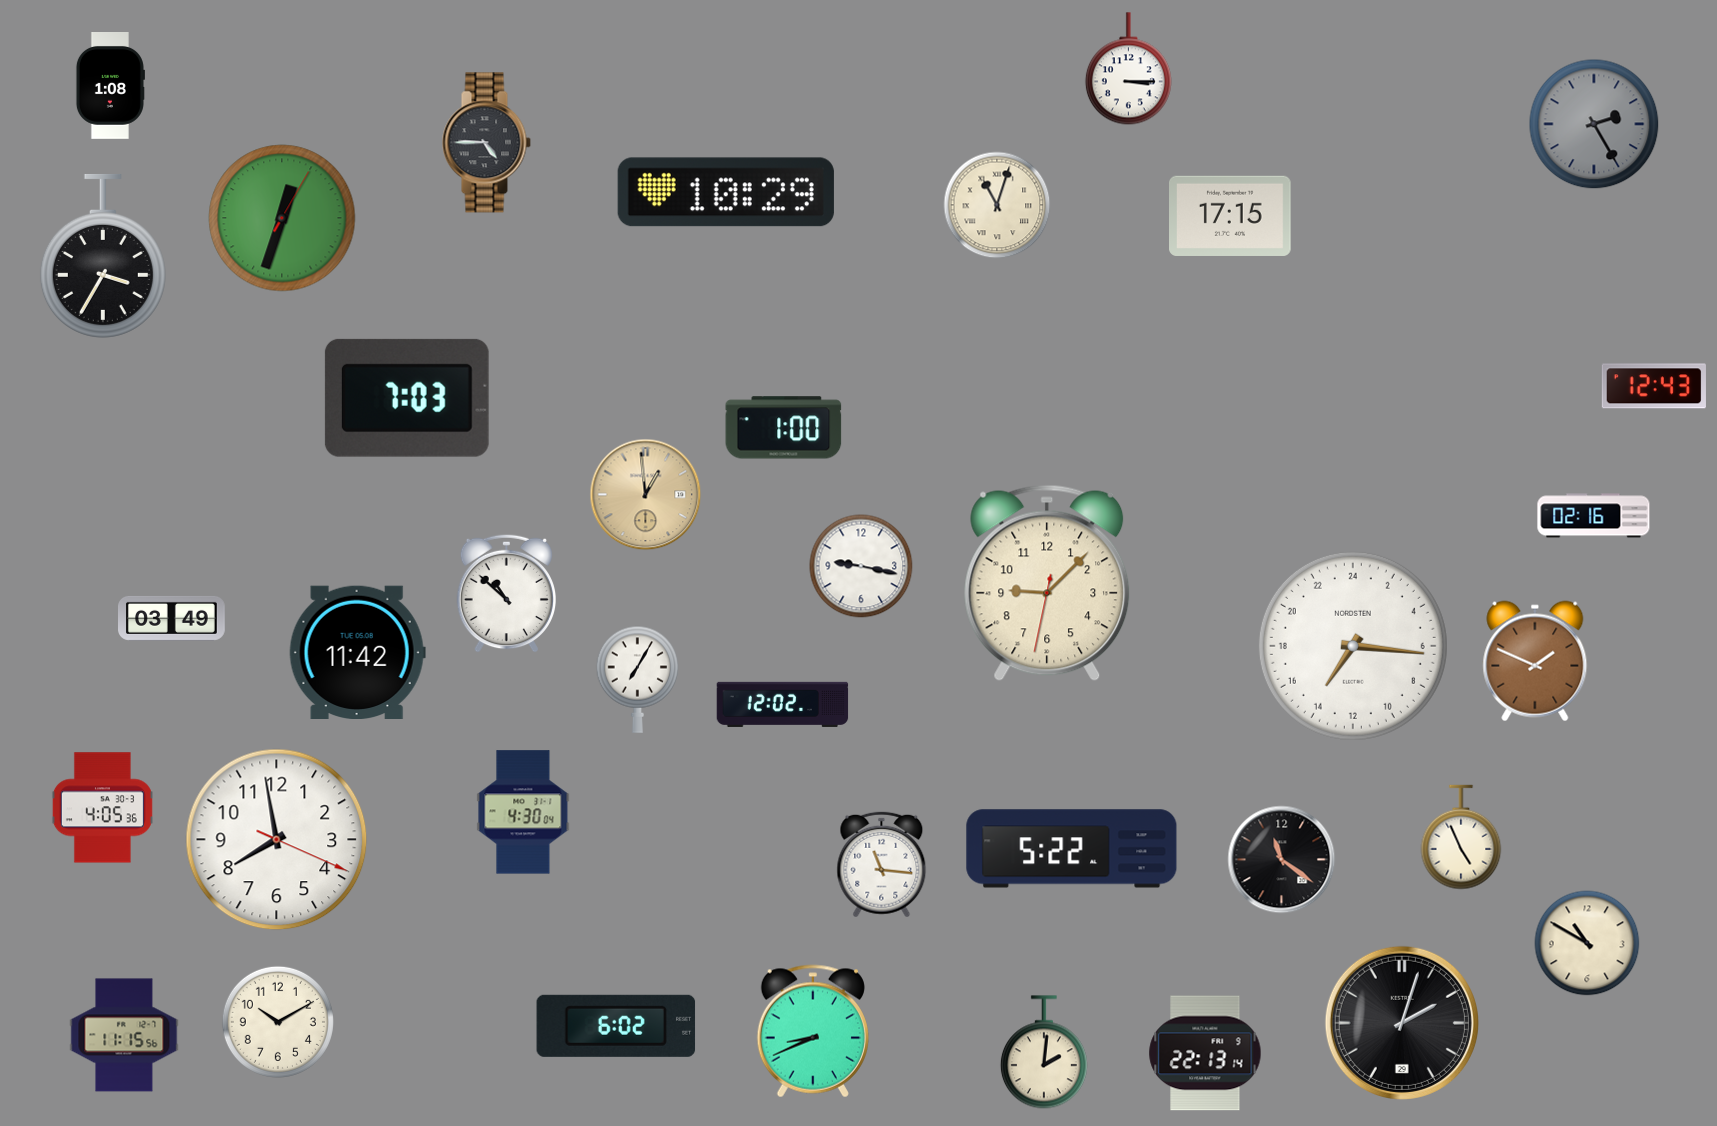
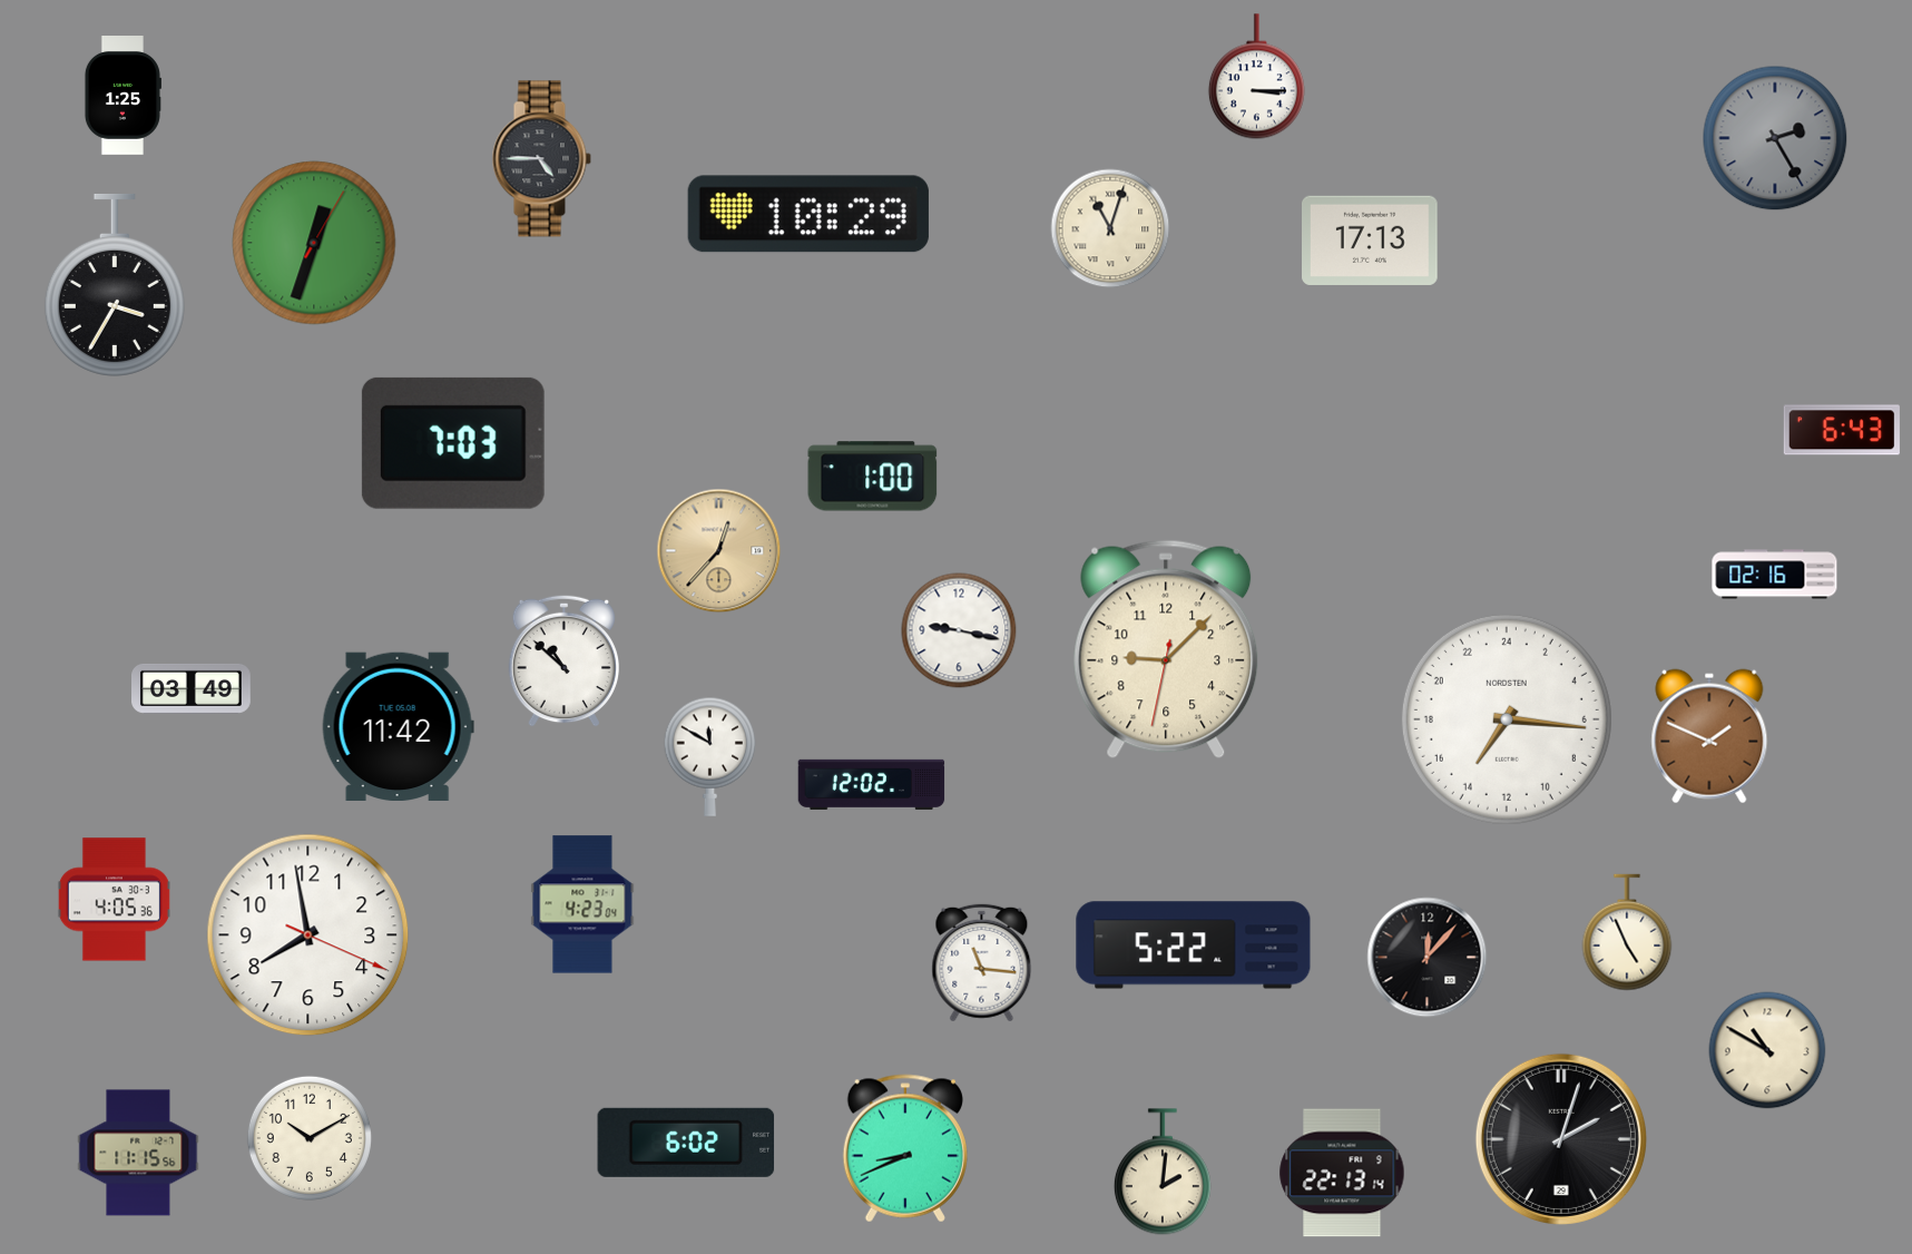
clock at (110, 86): 1:08 -> 1:25
clock at (1231, 216): 17:15 -> 17:13
clock at (1654, 386): 12:43 -> 6:43
clock at (646, 495): 12:59 -> 12:37
clock at (638, 679): 7:05 -> 11:50
clock at (523, 812): 4:30 -> 4:23
clock at (1282, 860): 11:21 -> 12:07
